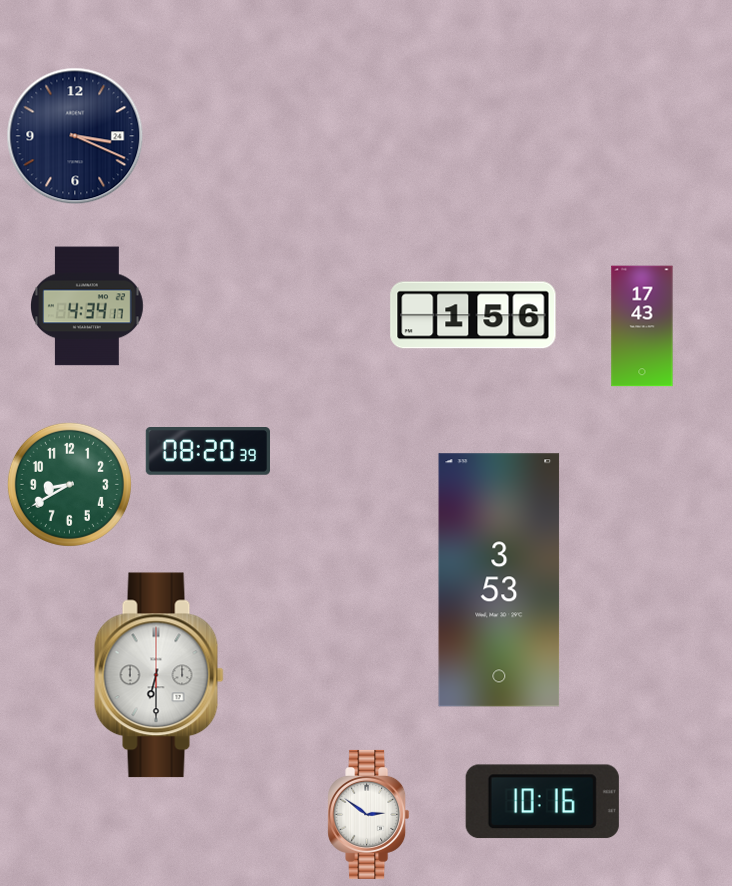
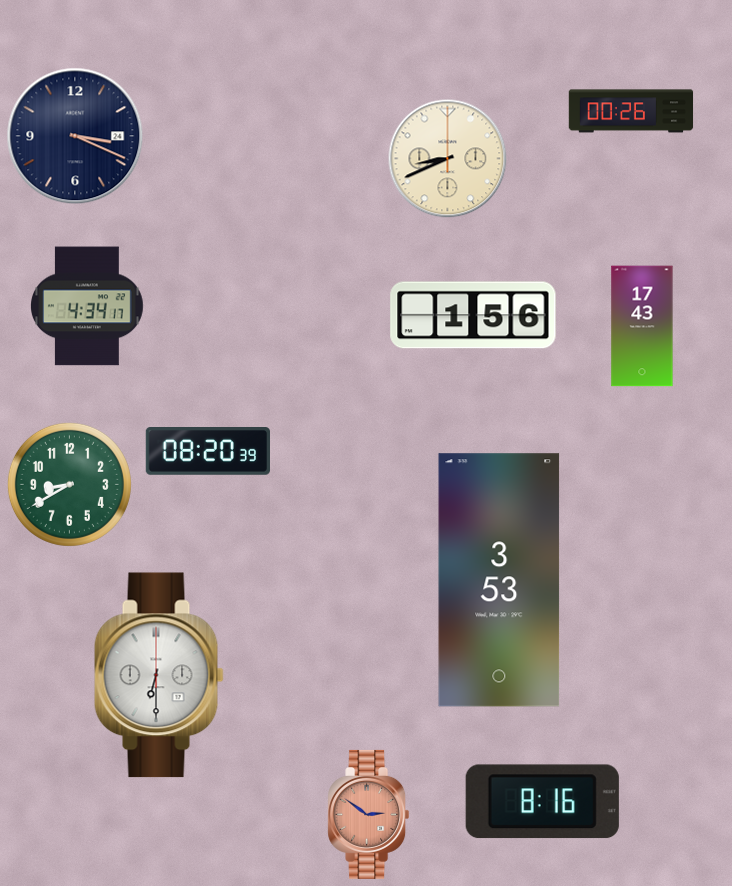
clock at (631, 111): none -> 00:26
clock at (448, 159): none -> 8:41
clock at (542, 802): 10:16 -> 8:16
clock at (369, 814) dial: white -> salmon
